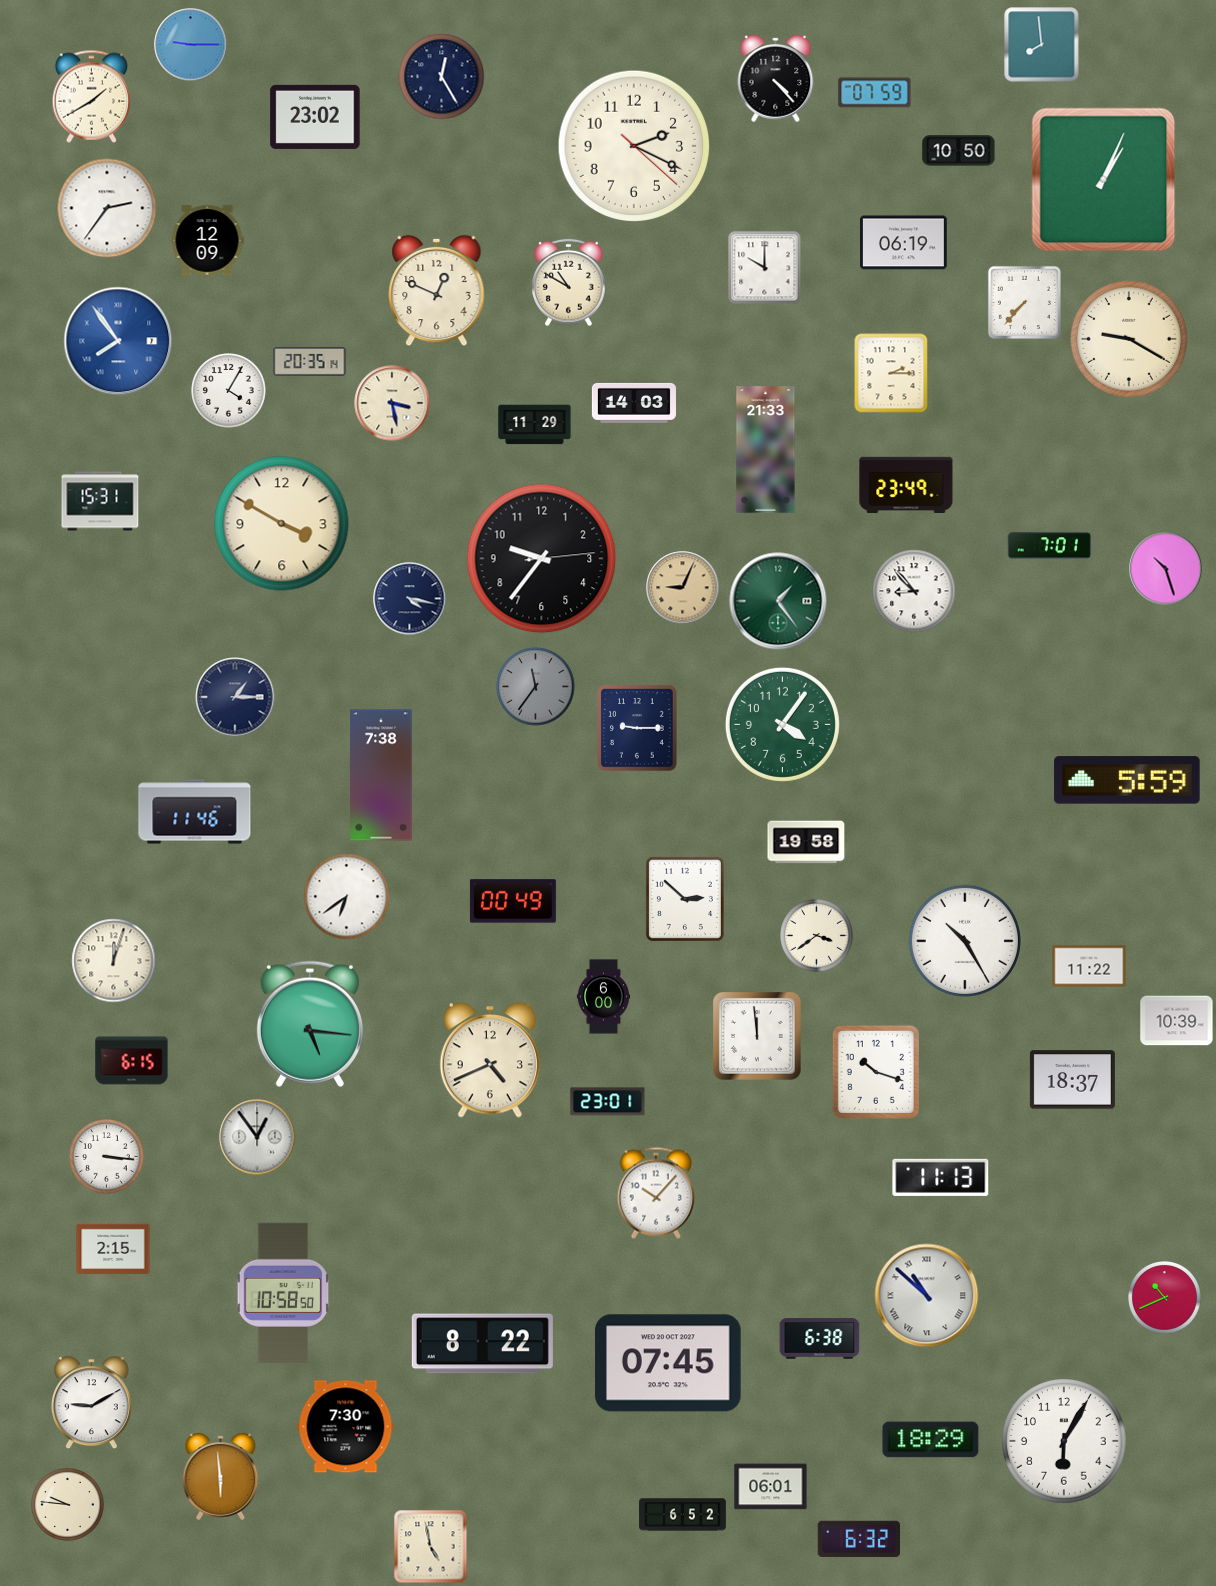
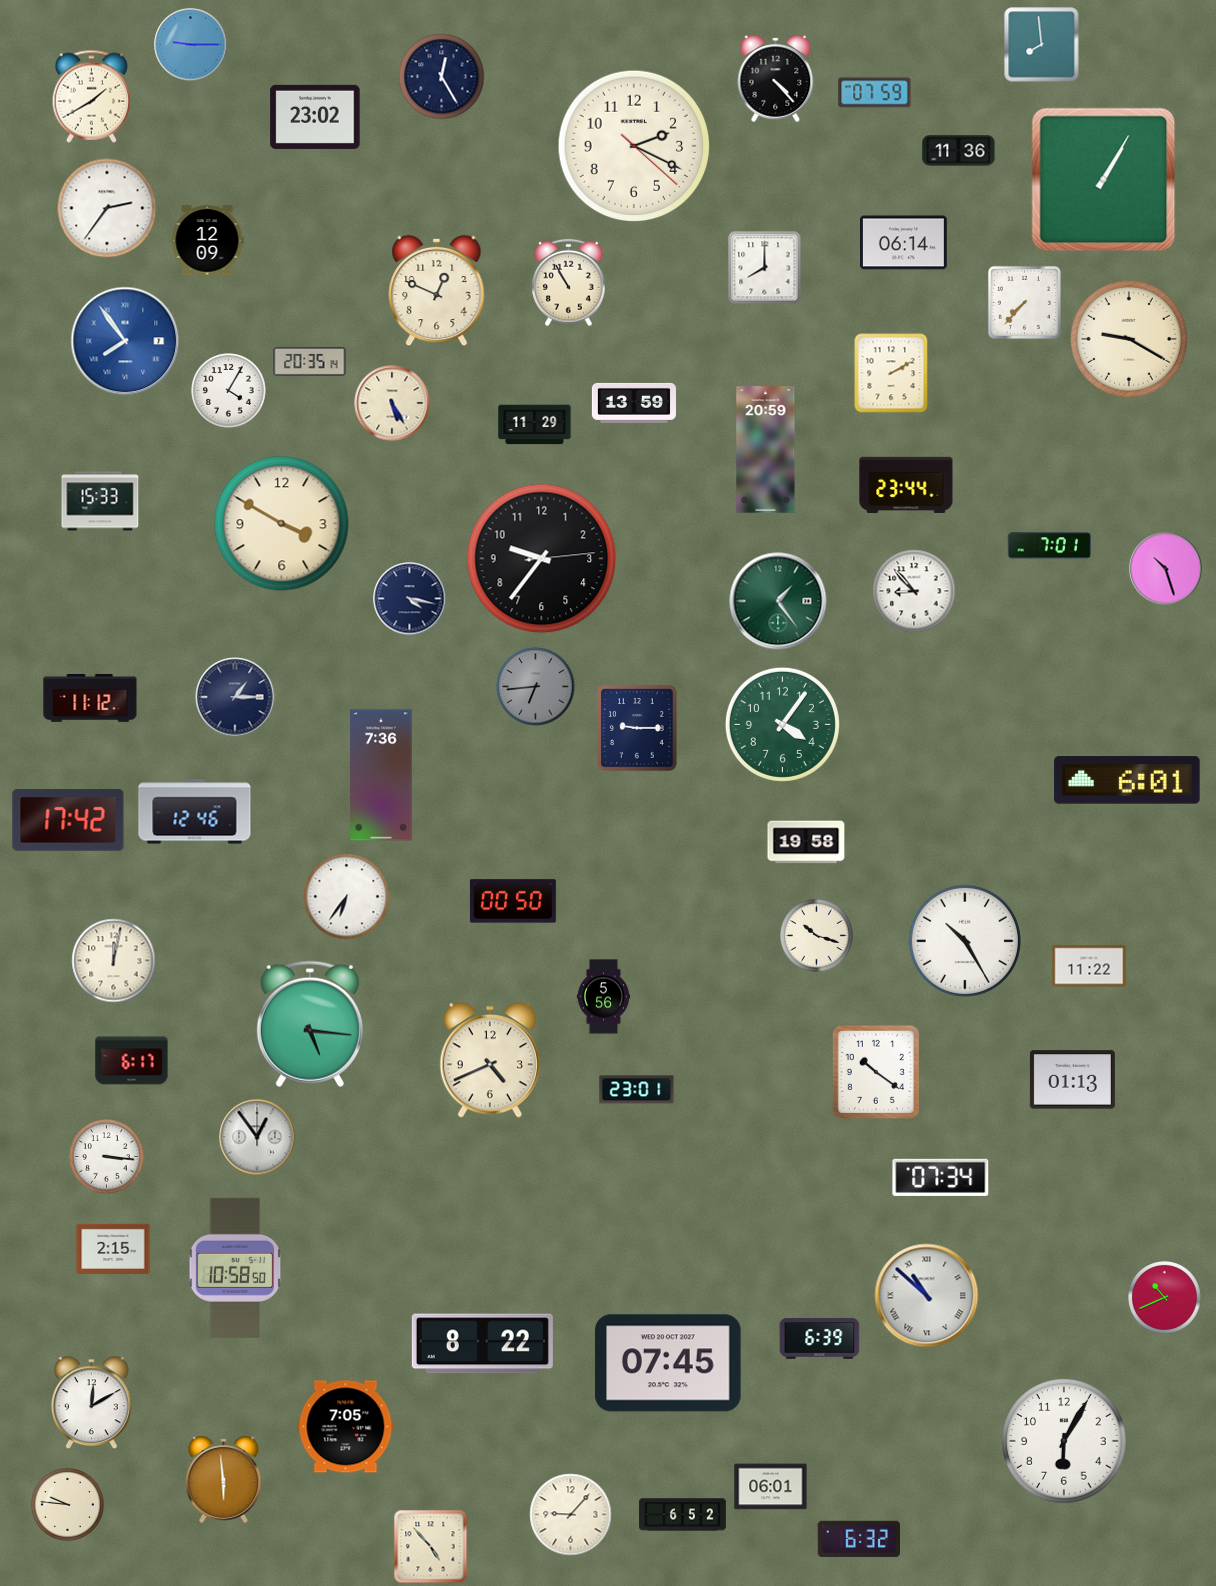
clock at (959, 151): 10:50 -> 11:36
clock at (1104, 180): 1:04 -> 1:05
clock at (904, 243): 06:19 -> 06:14
clock at (765, 268): 10:00 -> 8:00
clock at (569, 283): 10:50 -> 10:55
clock at (118, 341) position: (118, 341) -> (125, 341)
clock at (891, 373): 2:15 -> 2:10
clock at (392, 403): 3:28 -> 5:25
clock at (634, 403): 14:03 -> 13:59
clock at (766, 450): 21:33 -> 20:59
clock at (906, 485): 23:49 -> 23:44
clock at (100, 501): 15:31 -> 15:33
clock at (683, 588): 9:04 -> none
clock at (536, 687): 11:36 -> 6:44
clock at (90, 698): none -> 11:12
clock at (381, 775): 7:38 -> 7:36
clock at (1127, 780): 5:59 -> 6:01
clock at (195, 812): 11:46 -> 12:46
clock at (68, 820): none -> 17:42
clock at (347, 897): 6:39 -> 6:36
clock at (685, 899): 2:52 -> none
clock at (513, 901): 00:49 -> 00:50
clock at (817, 936): 3:39 -> 10:18
clock at (114, 961): 12:03 -> 12:02
clock at (603, 997): 6:00 -> 5:56
clock at (1177, 1021): 10:39 -> none
clock at (758, 1037): 11:59 -> none
clock at (132, 1061): 6:15 -> 6:17
clock at (876, 1072): 10:18 -> 10:21
clock at (1072, 1080): 18:37 -> 01:13
clock at (608, 1102) position: (608, 1102) -> (637, 1090)
clock at (941, 1177): 11:13 -> 07:34
clock at (655, 1193): 10:07 -> none
clock at (283, 1293) position: (283, 1293) -> (235, 1268)
clock at (820, 1339): 6:38 -> 6:39
clock at (91, 1403): 9:10 -> 12:10
clock at (346, 1427): 7:30 -> 7:05
clock at (931, 1440): 18:29 -> none
clock at (221, 1476) position: (221, 1476) -> (224, 1479)
clock at (571, 1515): none -> 9:07
clock at (431, 1547): 4:58 -> 4:53
